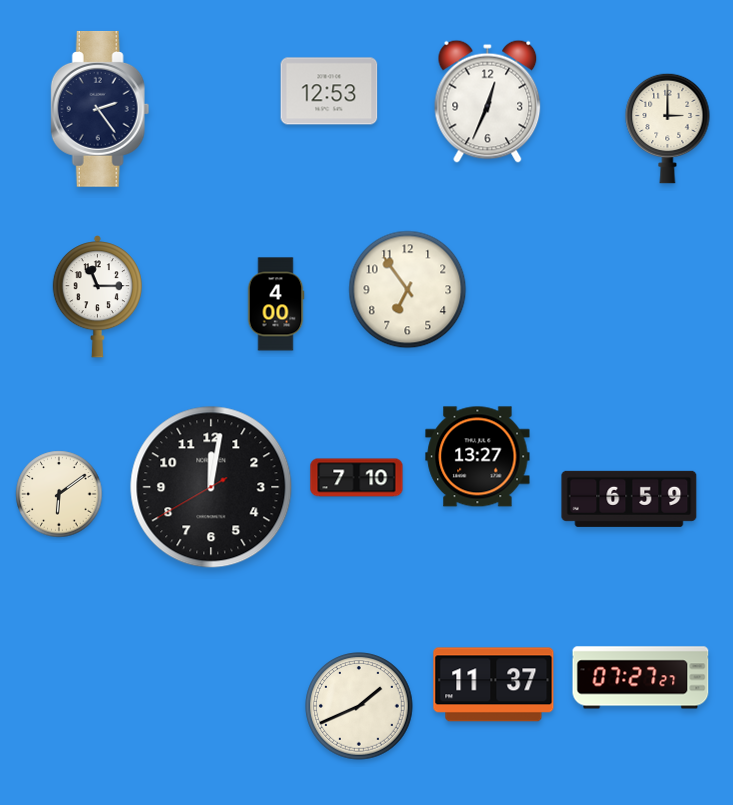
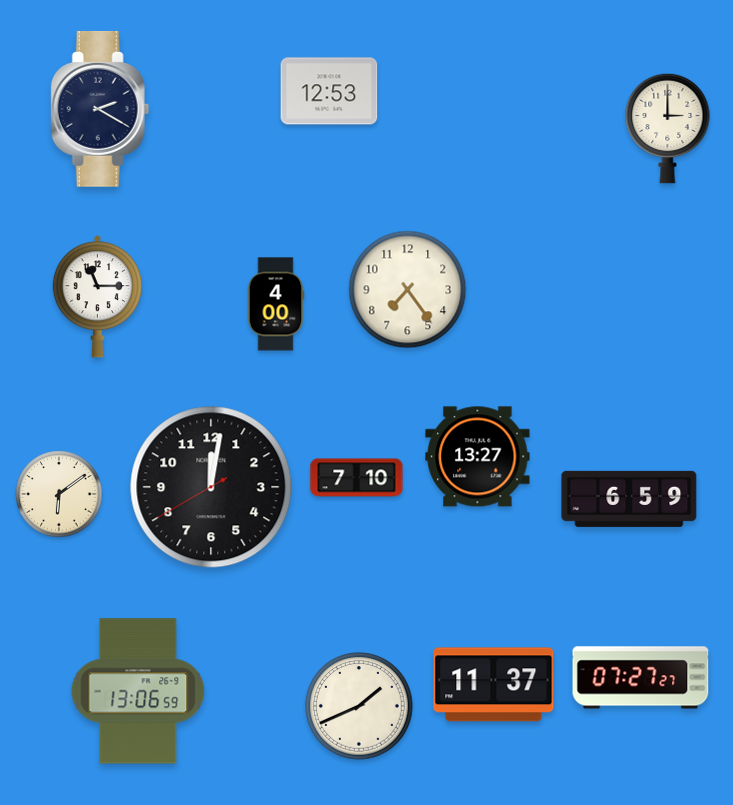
clock at (488, 101): 12:34 -> none
clock at (100, 109): 2:24 -> 2:20
clock at (408, 290): 6:54 -> 7:24
clock at (138, 691): none -> 13:06
